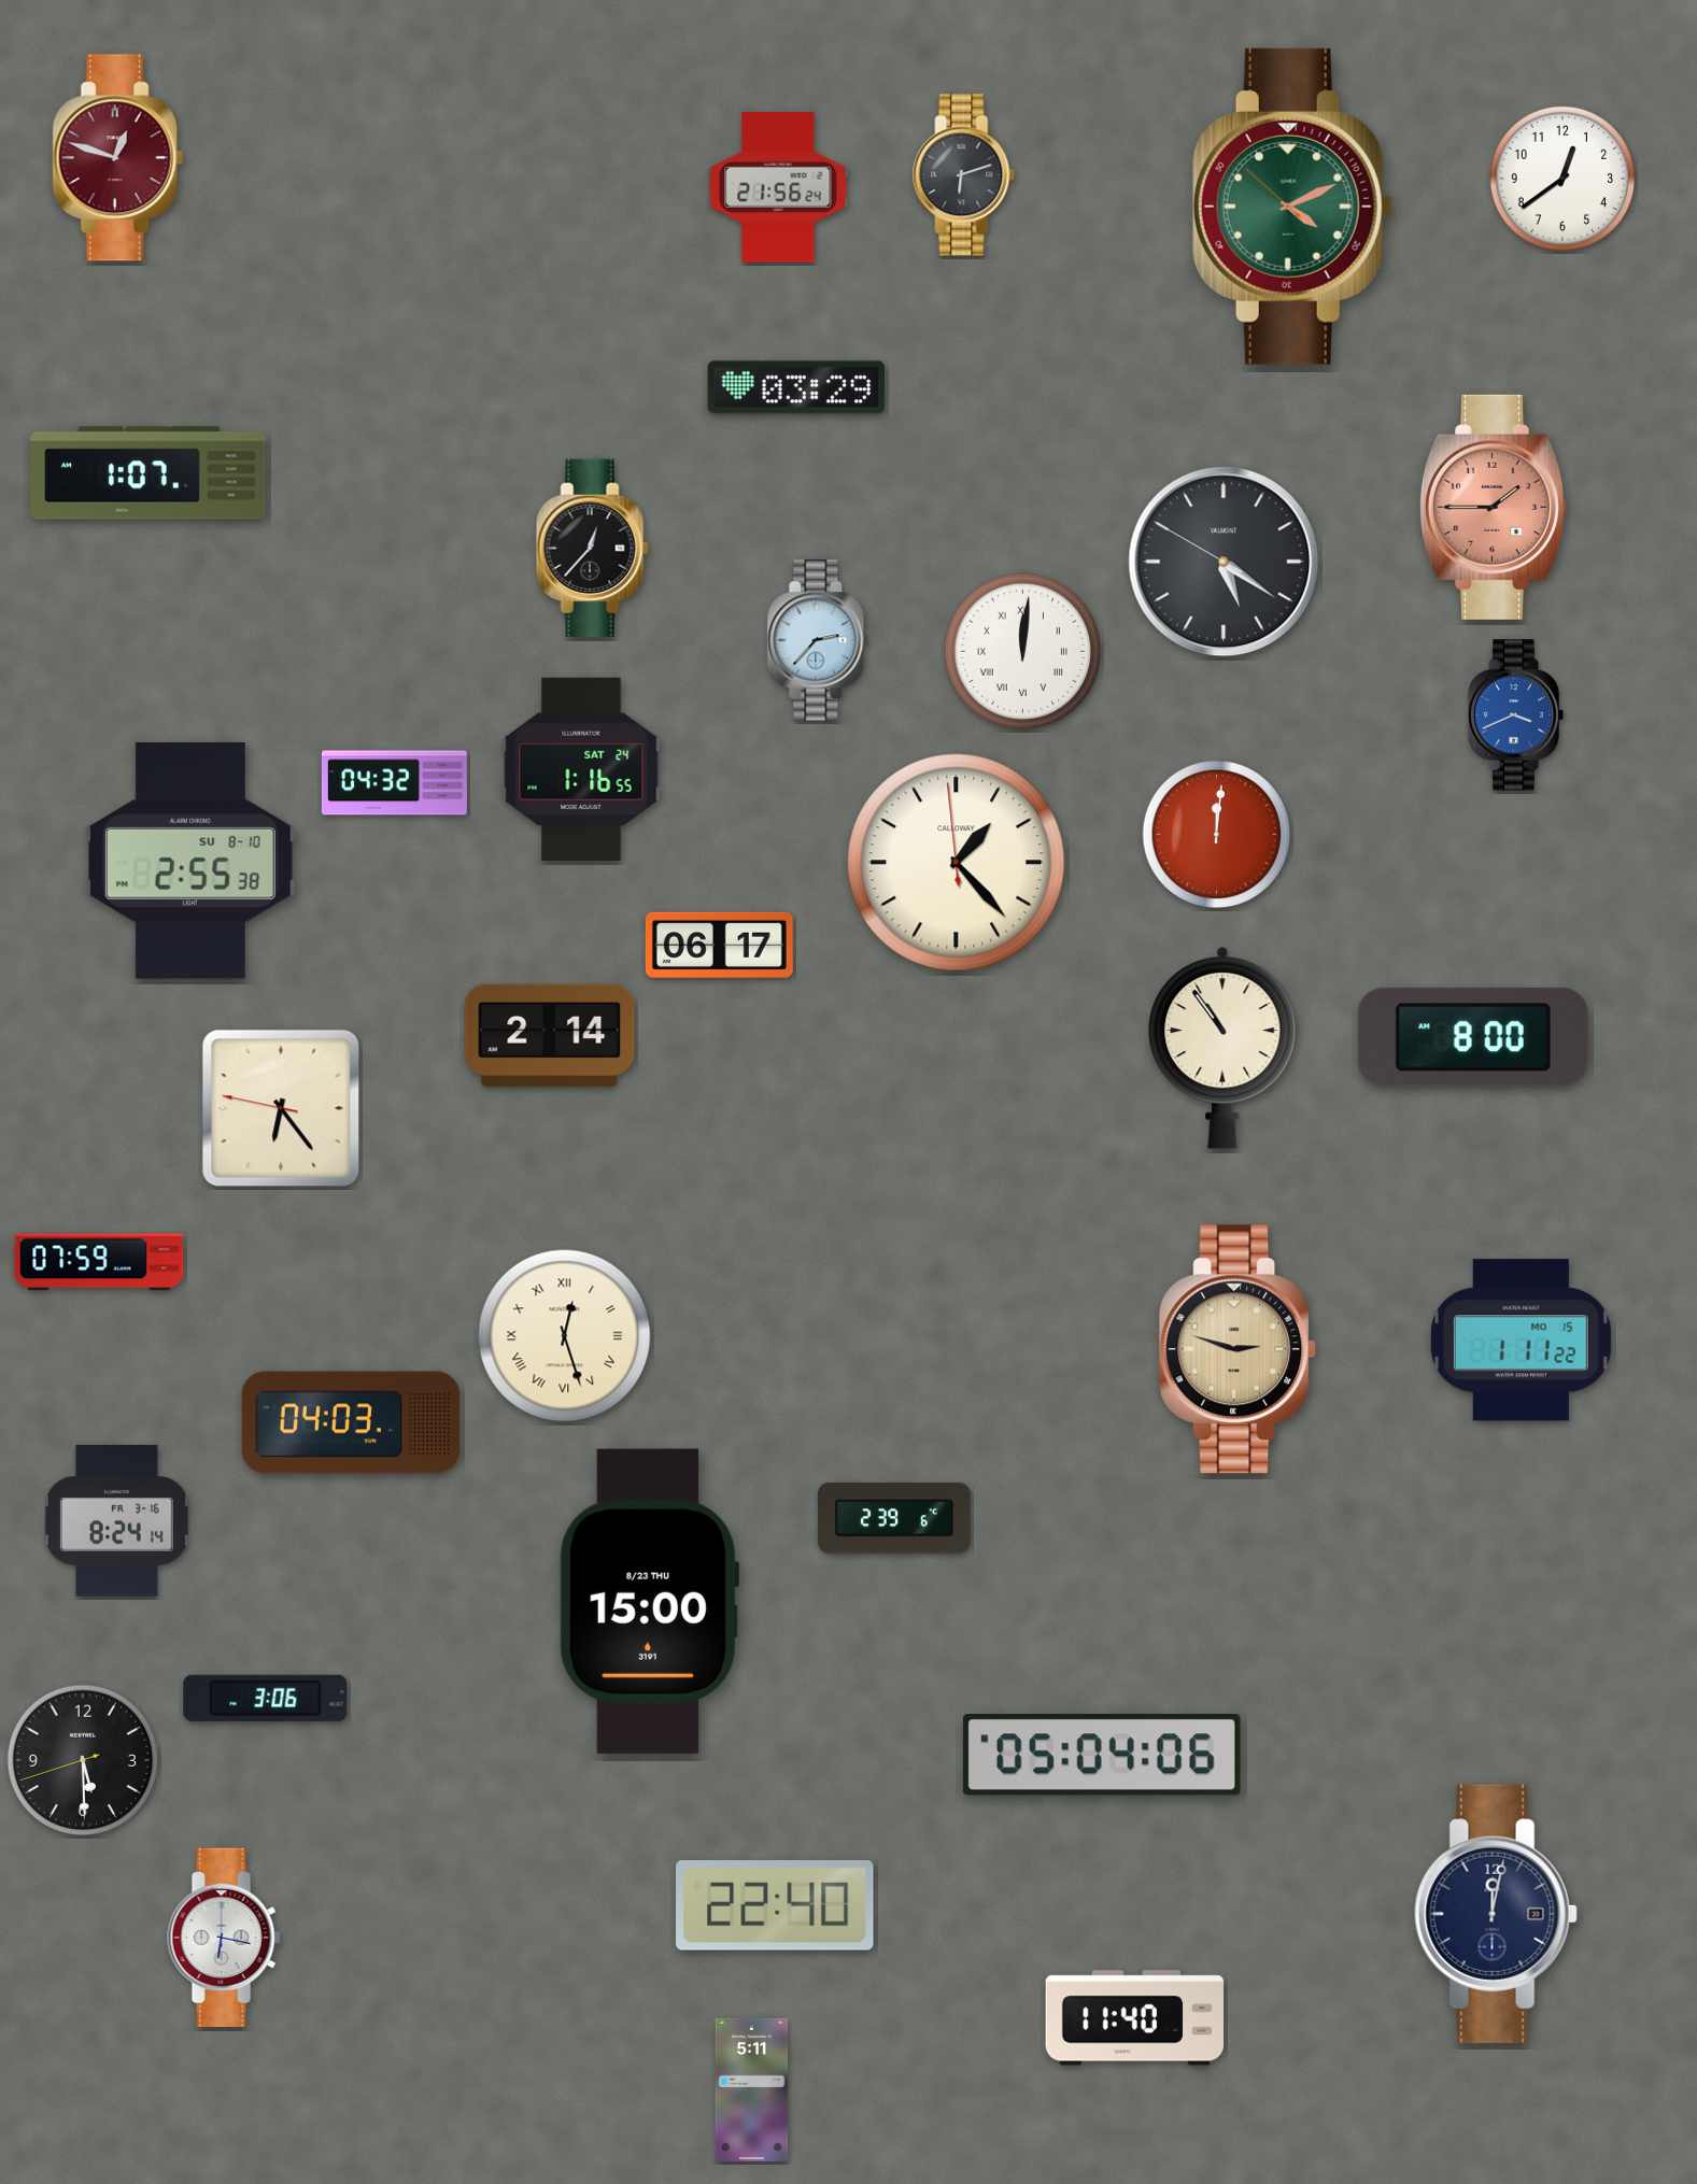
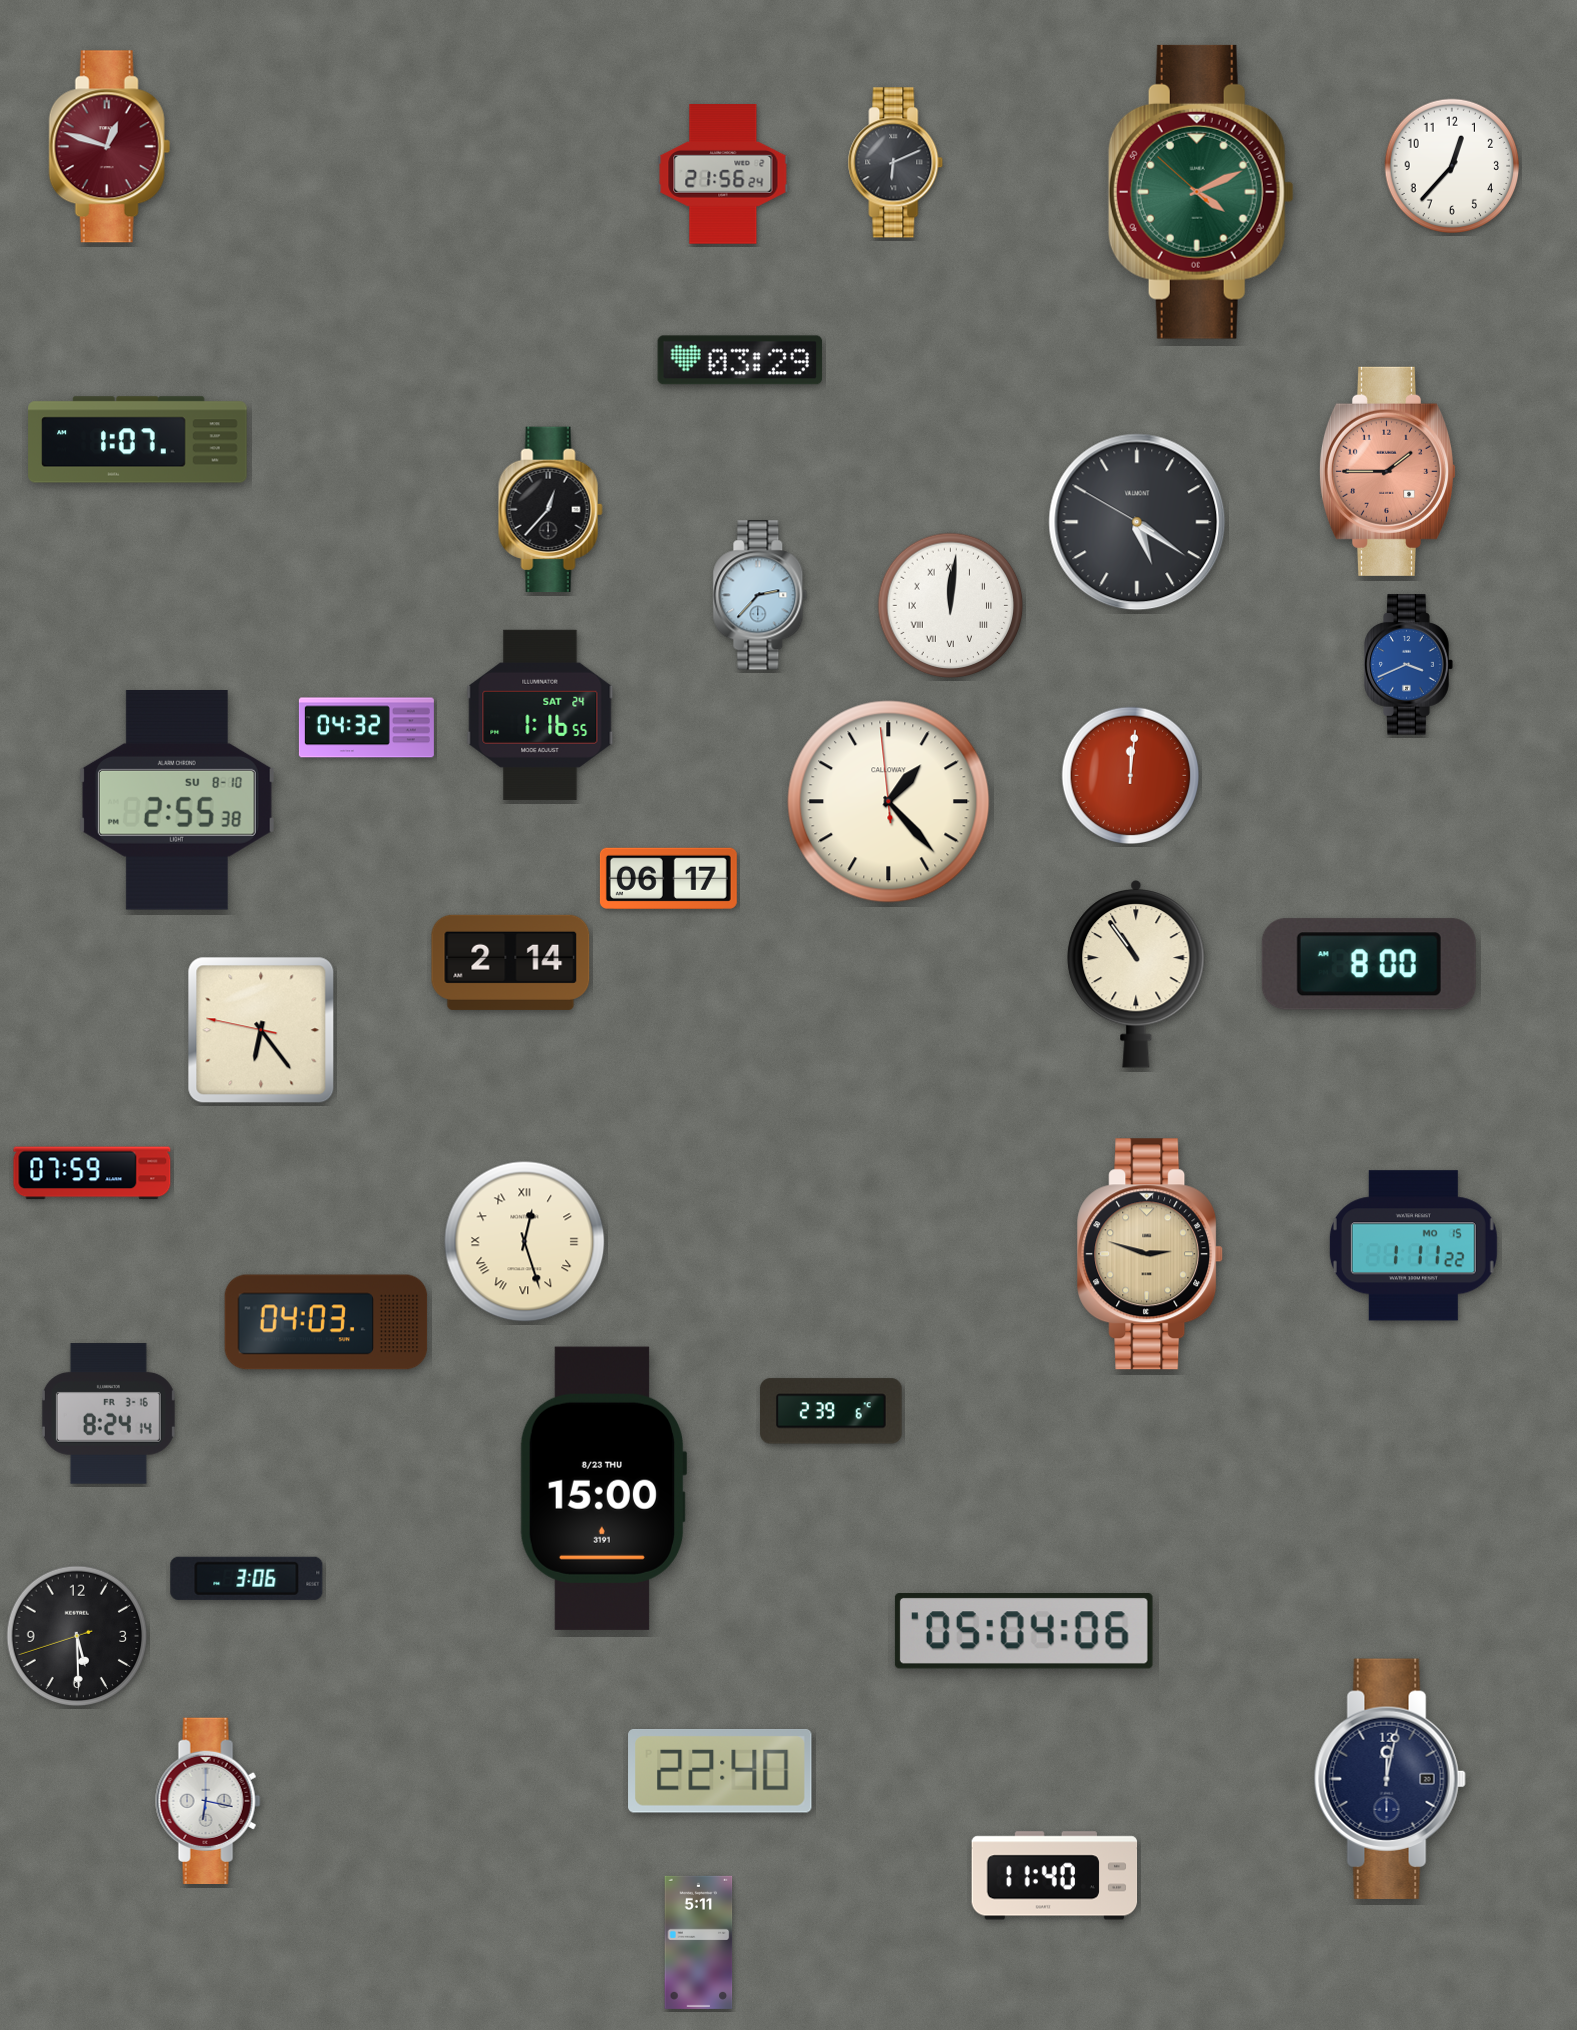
clock at (964, 175): 6:12 -> 6:11
clock at (1562, 179): 12:39 -> 12:37
